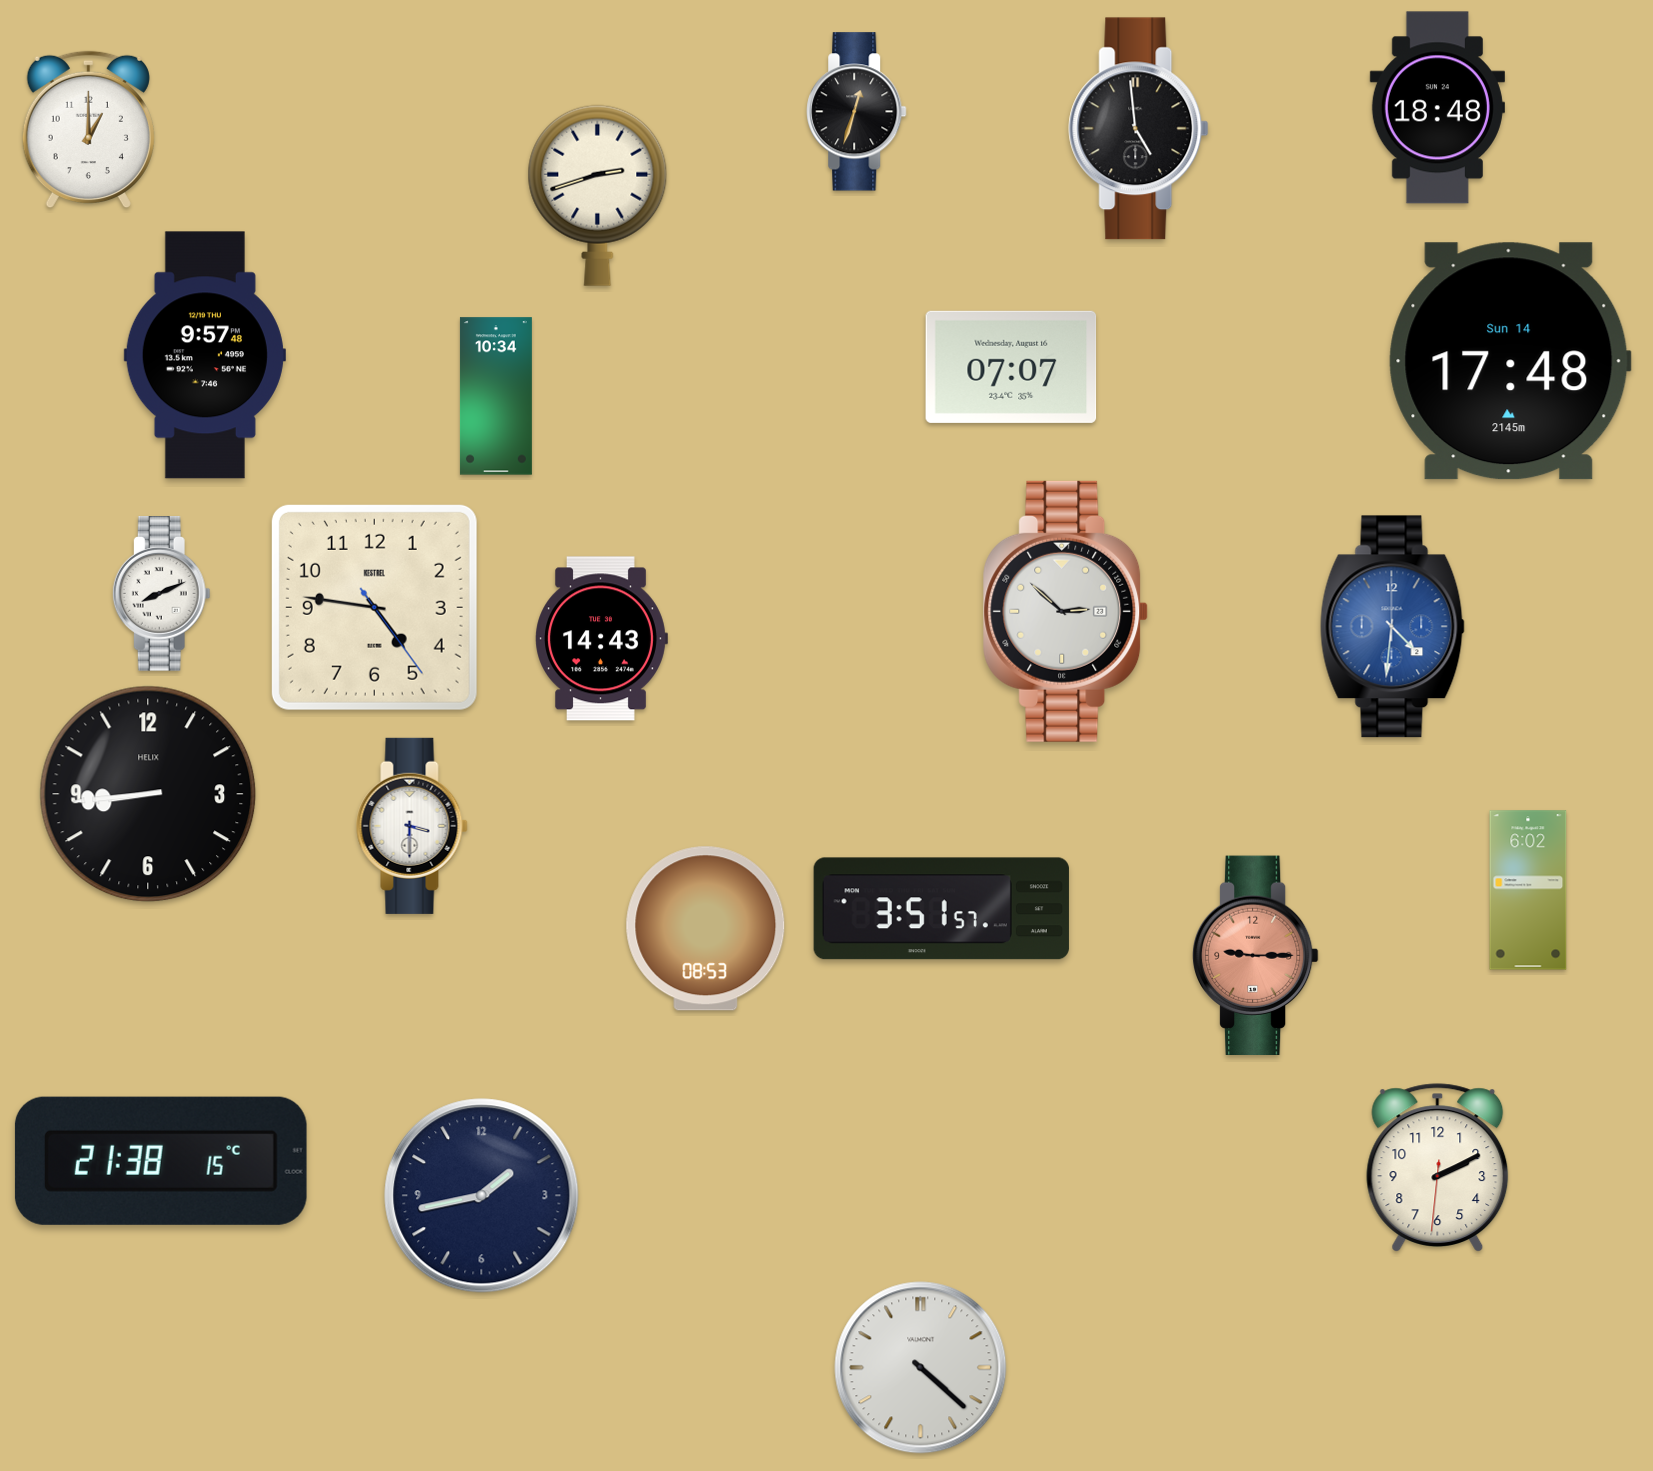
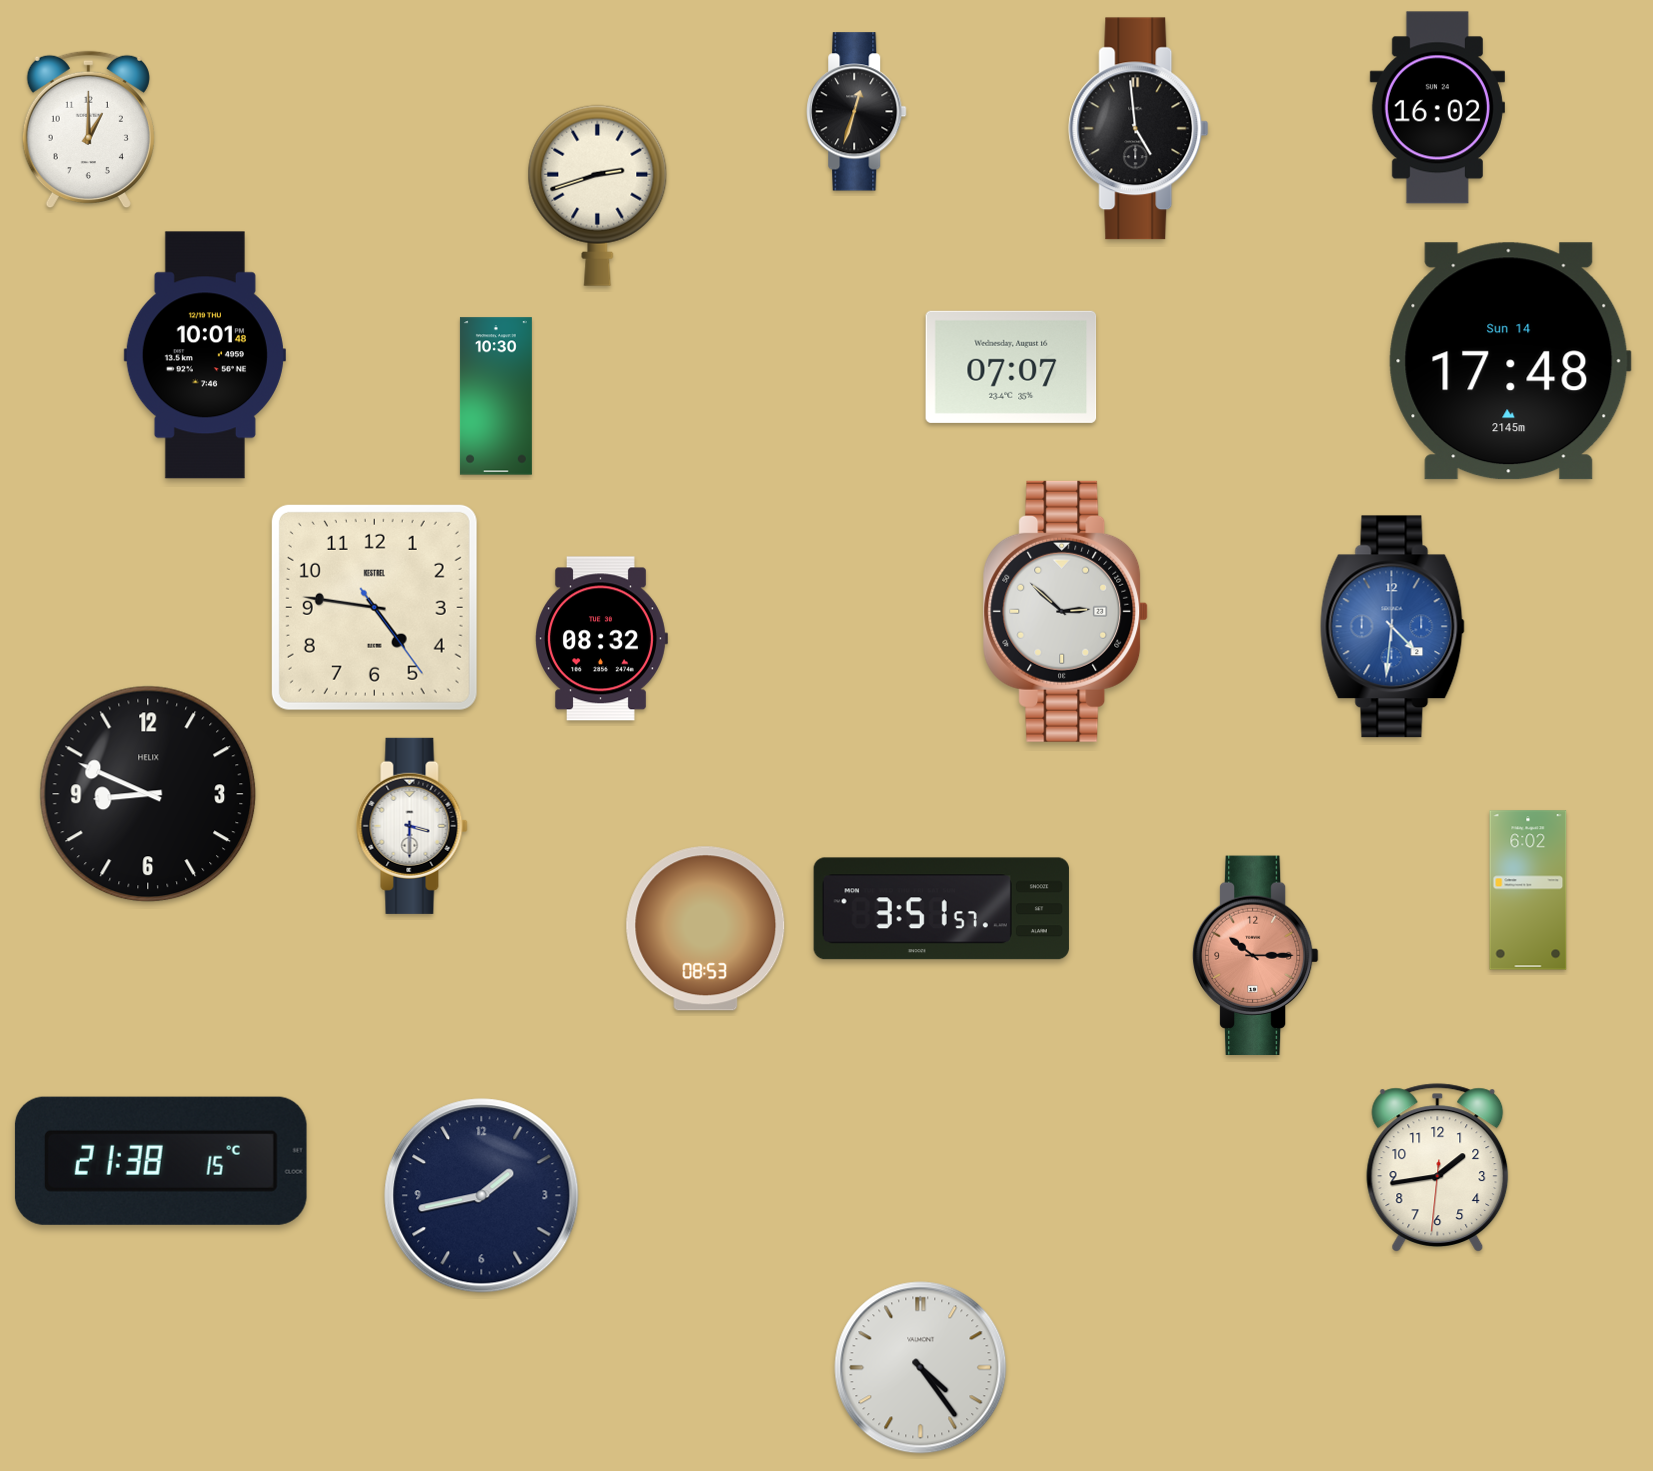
clock at (1437, 108): 18:48 -> 16:02
clock at (205, 355): 9:57 -> 10:01
clock at (496, 396): 10:34 -> 10:30
clock at (161, 594): 8:11 -> none
clock at (601, 639): 14:43 -> 08:32
clock at (148, 794): 8:44 -> 8:49
clock at (1255, 955): 9:15 -> 10:15
clock at (1438, 1168): 2:10 -> 1:43
clock at (921, 1368): 4:22 -> 4:24
